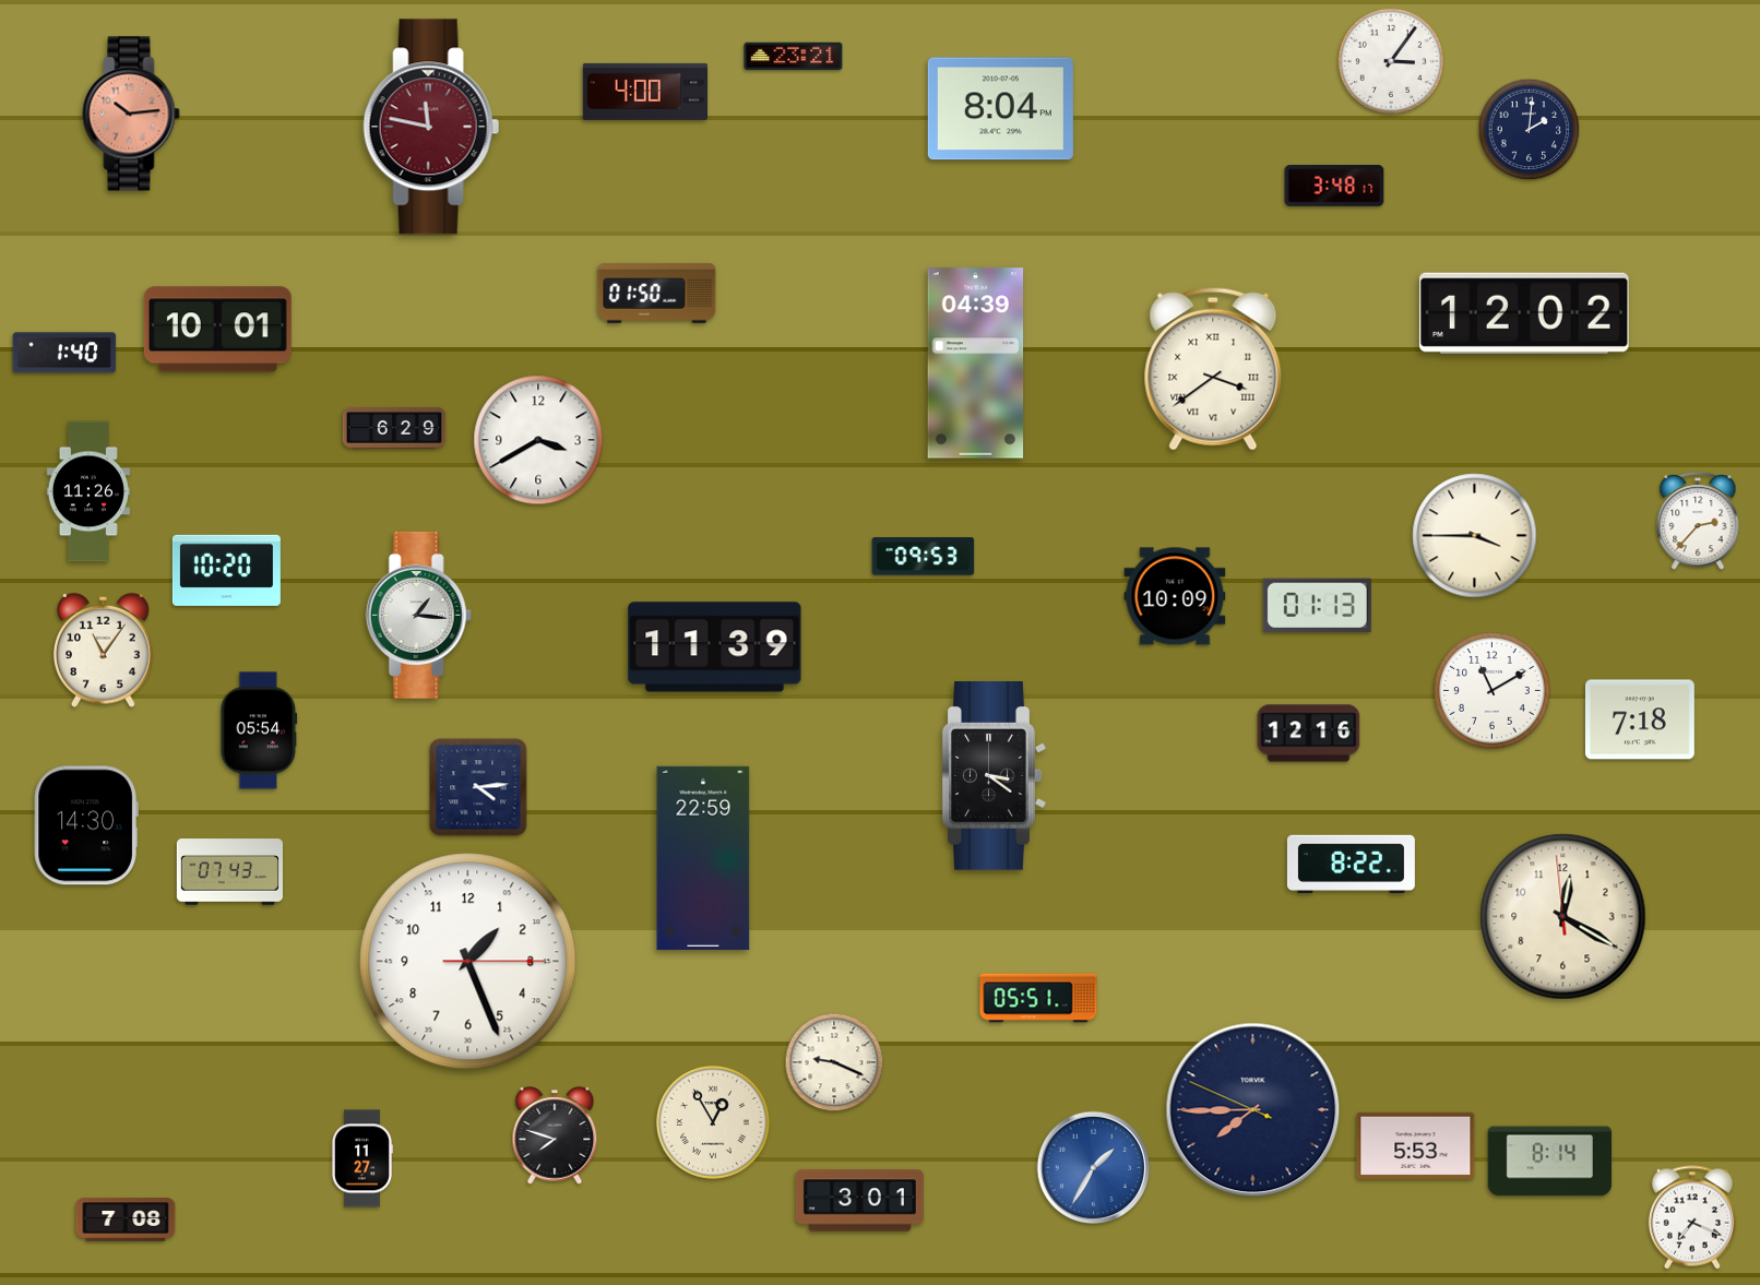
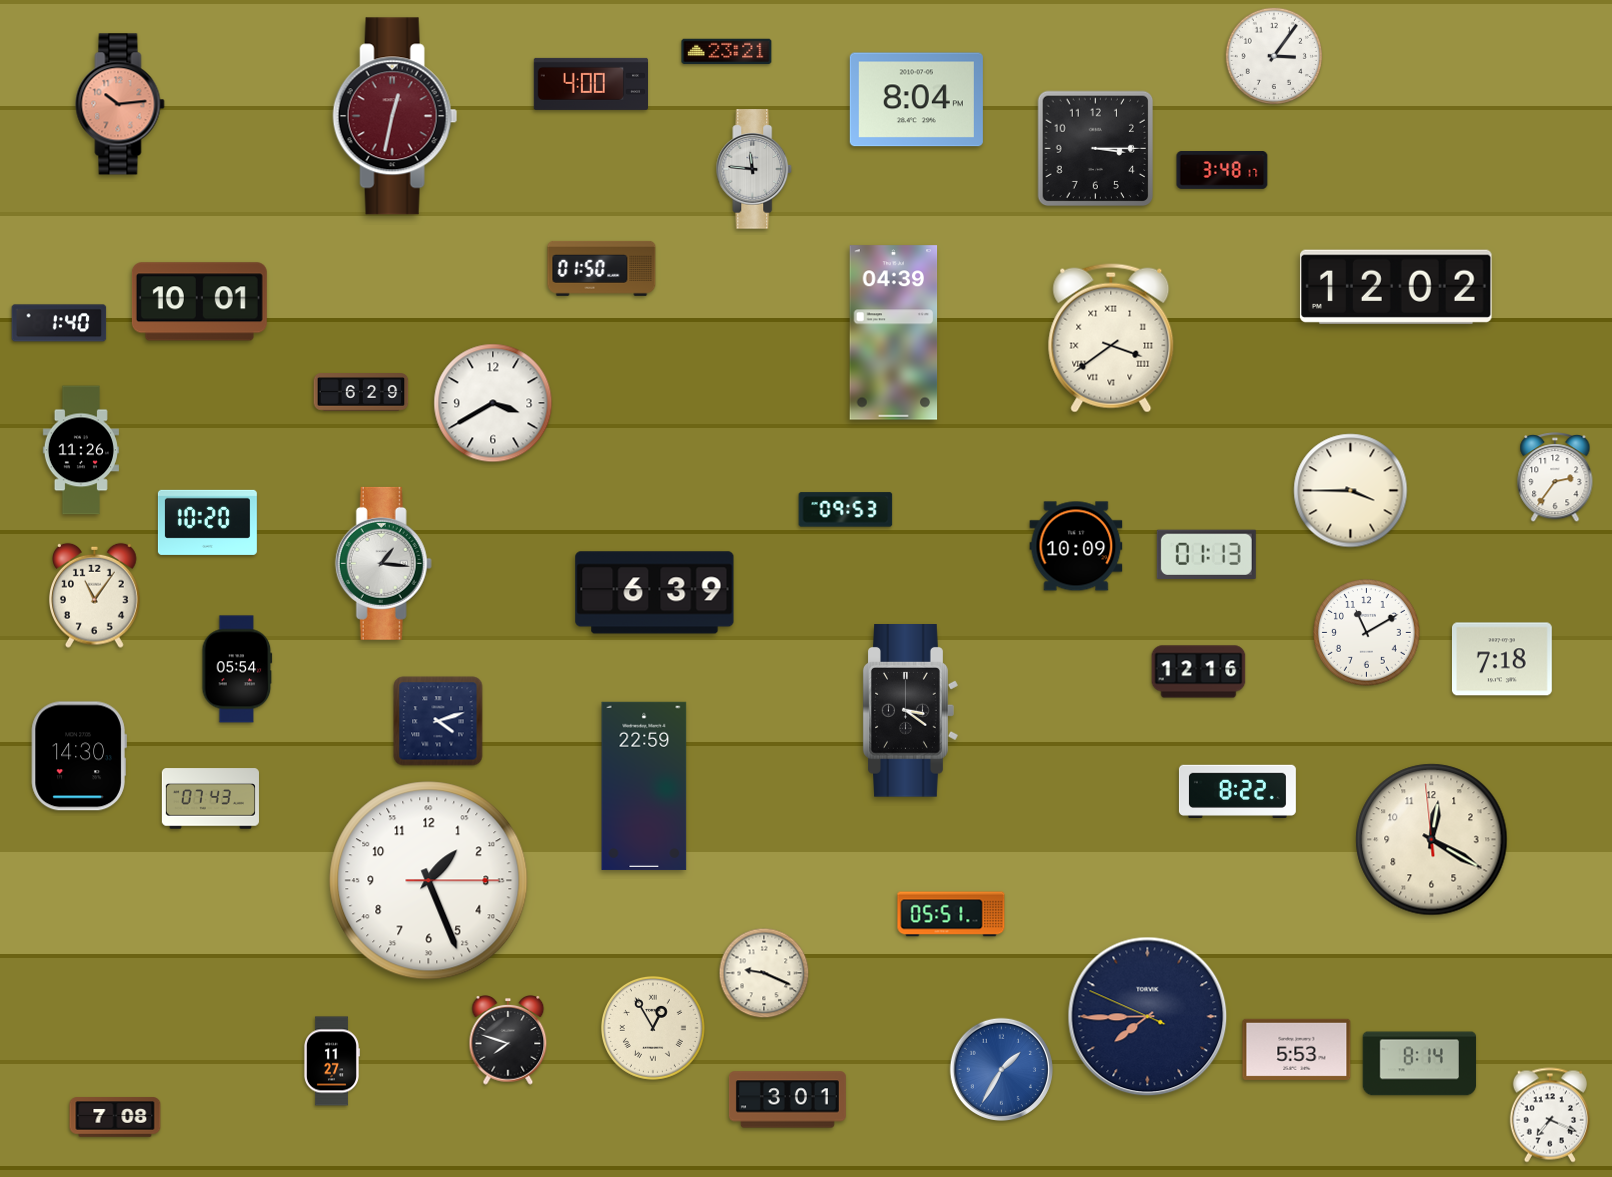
clock at (431, 127): 11:47 -> 12:32
clock at (1530, 130): 2:01 -> none
clock at (1096, 149): none -> 3:15
clock at (754, 169): none -> 11:46
clock at (1698, 522): 2:37 -> 2:36
clock at (715, 647): 11:39 -> 6:39
clock at (478, 787): 4:14 -> 4:12
